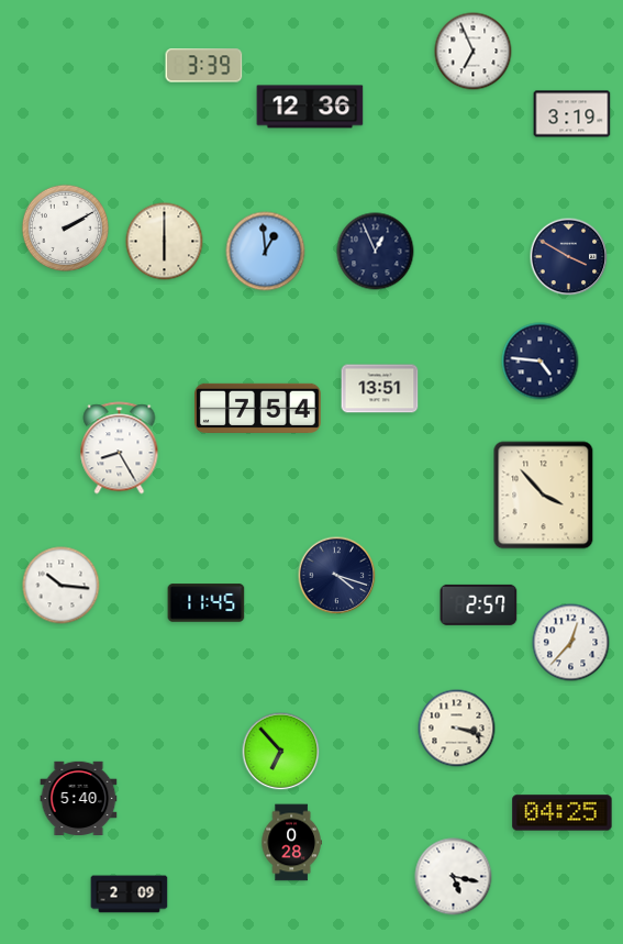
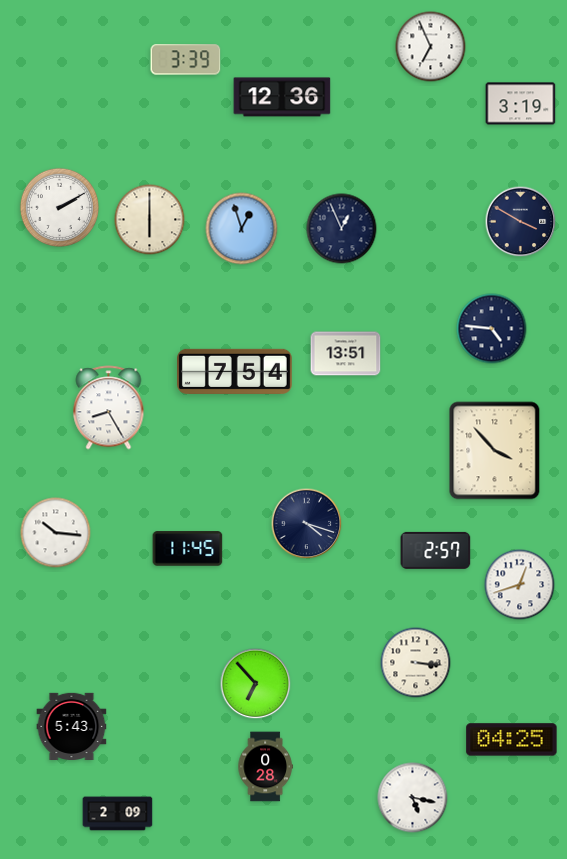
clock at (266, 252): 12:59 -> 12:57
clock at (569, 257) position: (569, 257) -> (521, 222)
clock at (571, 643): 12:37 -> 12:42
clock at (457, 729): 3:18 -> 3:16
clock at (79, 798): 5:40 -> 5:43
